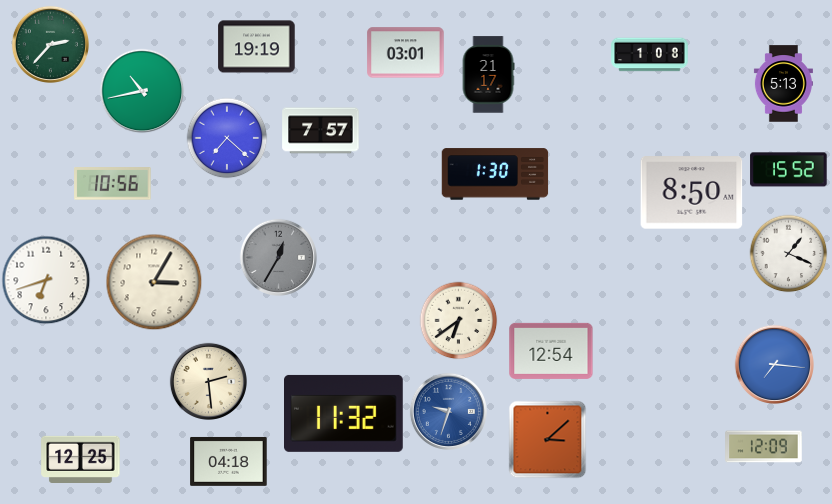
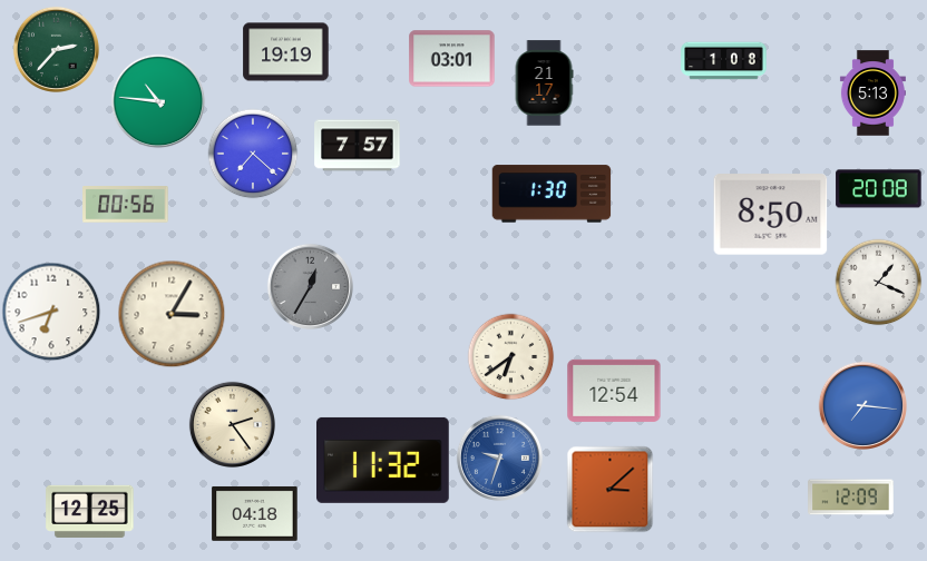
clock at (142, 91): 10:43 -> 10:46
clock at (789, 170): 15:52 -> 20:08
clock at (113, 184): 10:56 -> 00:56
clock at (208, 381): 2:29 -> 2:24
